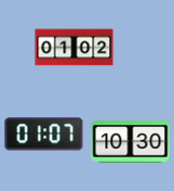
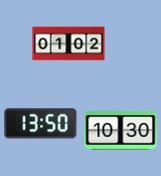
clock at (44, 135): 01:07 -> 13:50
